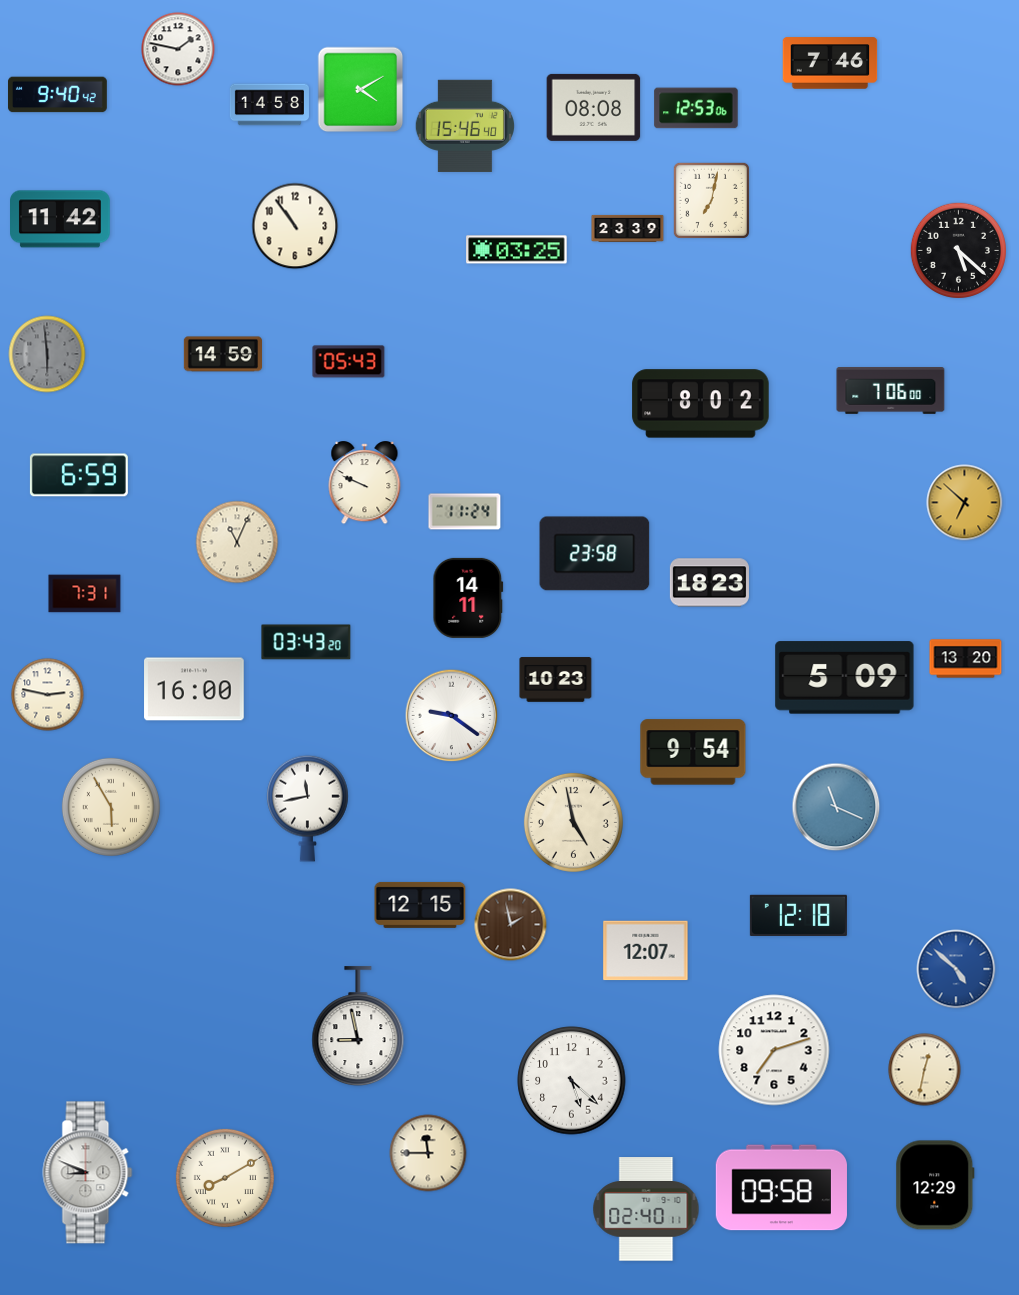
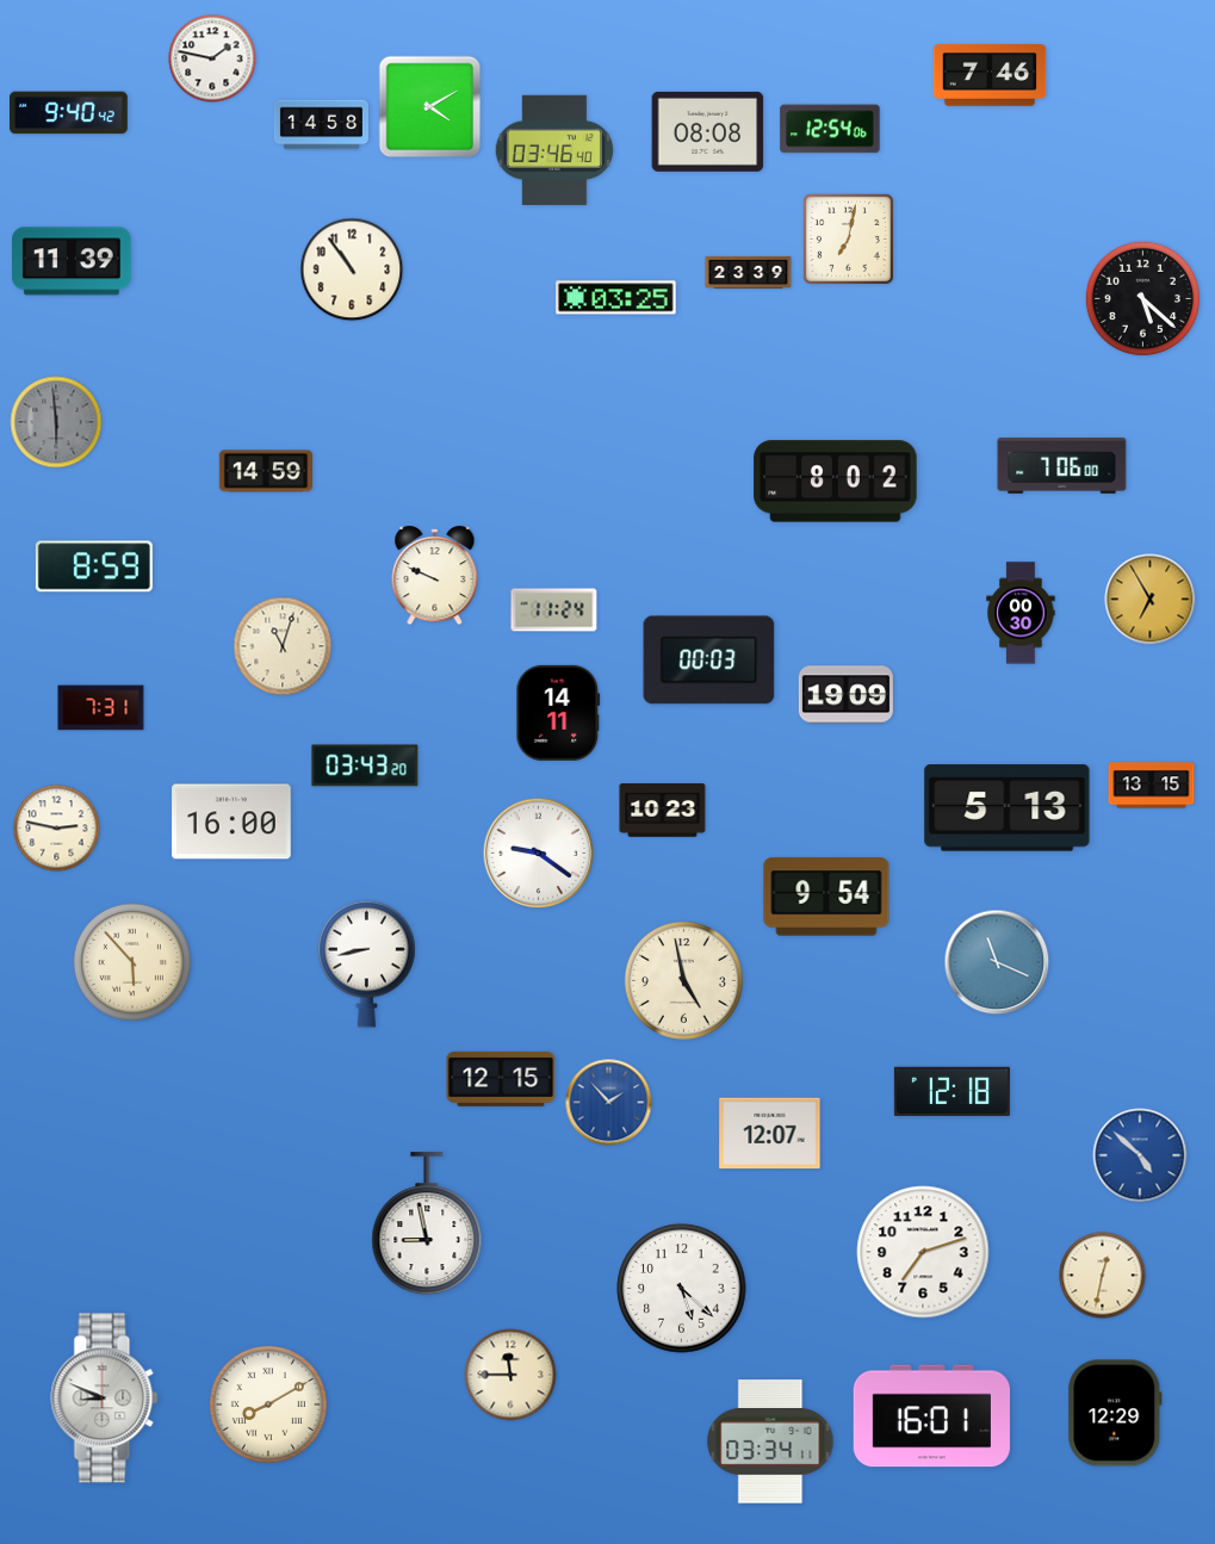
clock at (594, 107) position: (594, 107) -> (708, 131)
clock at (696, 108): 12:53 -> 12:54
clock at (465, 126): 15:46 -> 03:46
clock at (61, 219): 11:42 -> 11:39
clock at (222, 354) position: (222, 354) -> (265, 471)
clock at (349, 362): 05:43 -> none
clock at (79, 475): 6:59 -> 8:59
clock at (965, 503): 6:52 -> 6:55
clock at (1021, 613): none -> 00:30
clock at (237, 542): 11:04 -> 11:03
clock at (595, 554): 23:58 -> 00:03
clock at (709, 583): 18:23 -> 19:09
clock at (966, 659): 13:20 -> 13:15
clock at (845, 678): 5:09 -> 5:13
clock at (111, 807): 5:55 -> 5:53
clock at (308, 808): 11:43 -> 8:43
clock at (511, 925): 1:58 -> 1:53
clock at (511, 925) dial: brown -> blue
clock at (781, 1188): 09:58 -> 16:01
clock at (646, 1209): 02:40 -> 03:34
